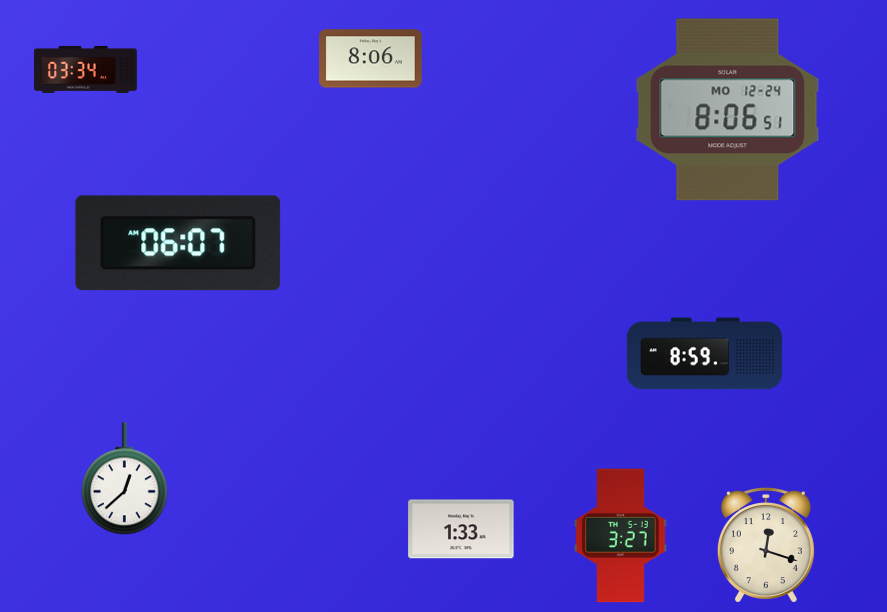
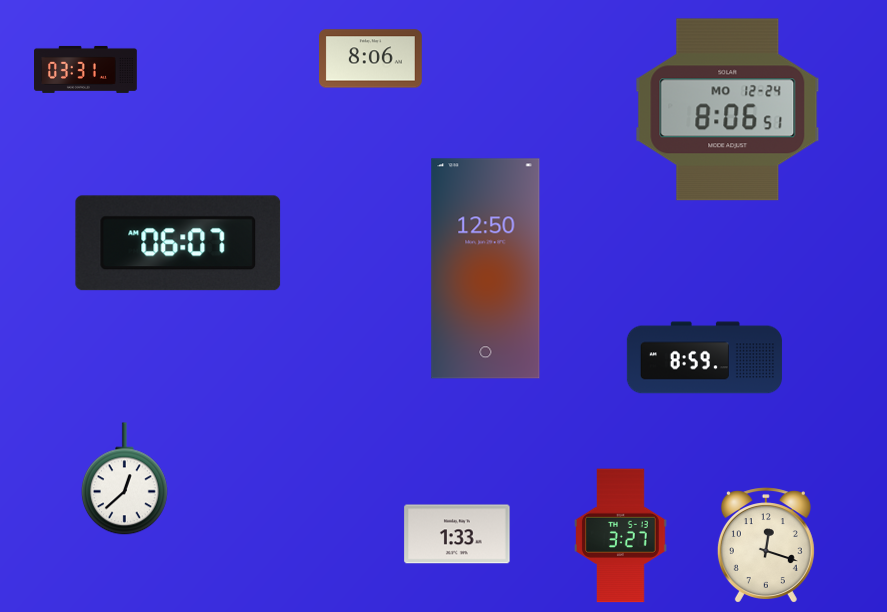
clock at (86, 69): 03:34 -> 03:31
clock at (486, 269): none -> 12:50
clock at (704, 354) position: (704, 354) -> (704, 358)
clock at (461, 529) position: (461, 529) -> (457, 534)
